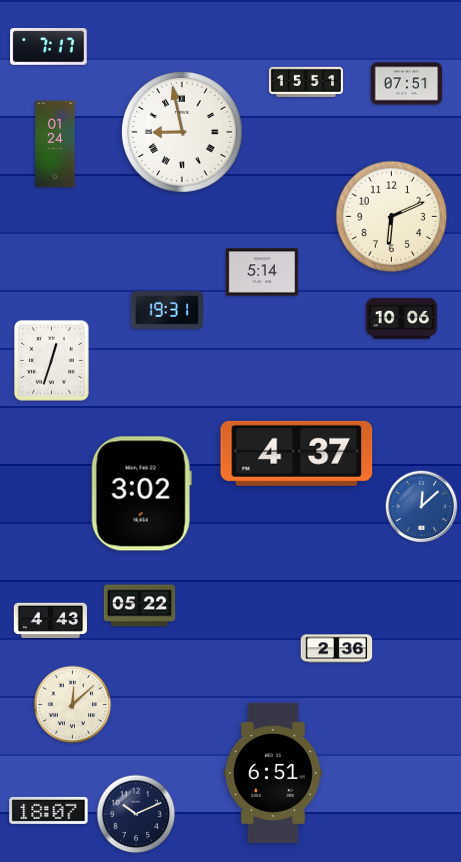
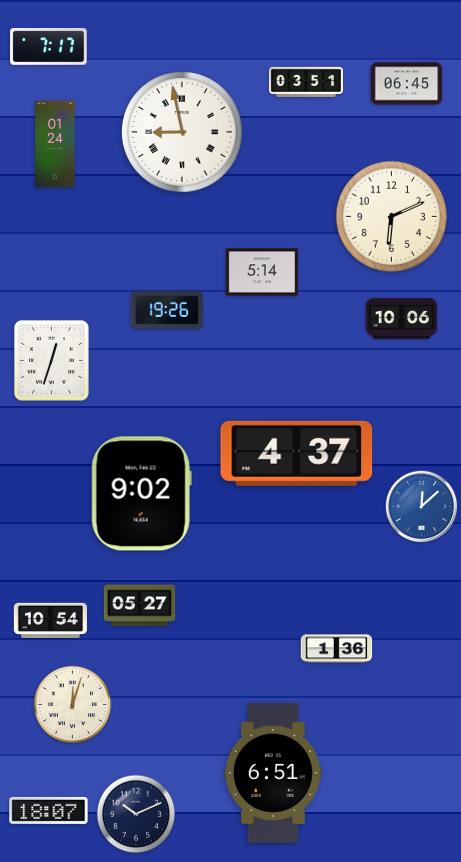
clock at (306, 82): 15:51 -> 03:51
clock at (407, 84): 07:51 -> 06:45
clock at (167, 310): 19:31 -> 19:26
clock at (141, 494): 3:02 -> 9:02
clock at (140, 606): 05:22 -> 05:27
clock at (50, 621): 4:43 -> 10:54
clock at (337, 649): 2:36 -> 1:36
clock at (73, 705): 12:08 -> 12:03
